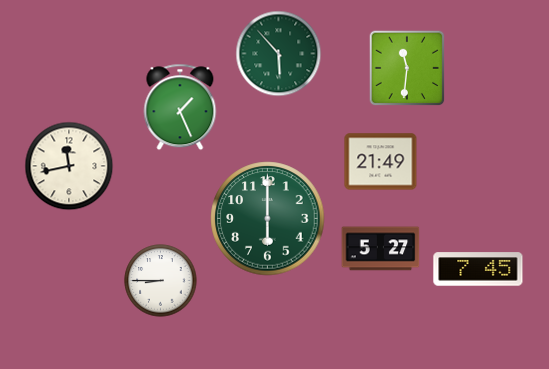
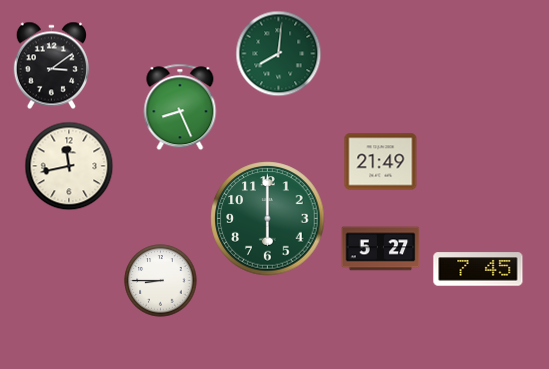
clock at (279, 54): 5:53 -> 8:01
clock at (51, 66): none -> 3:09
clock at (407, 68): 11:31 -> none
clock at (180, 107): 1:26 -> 8:26
